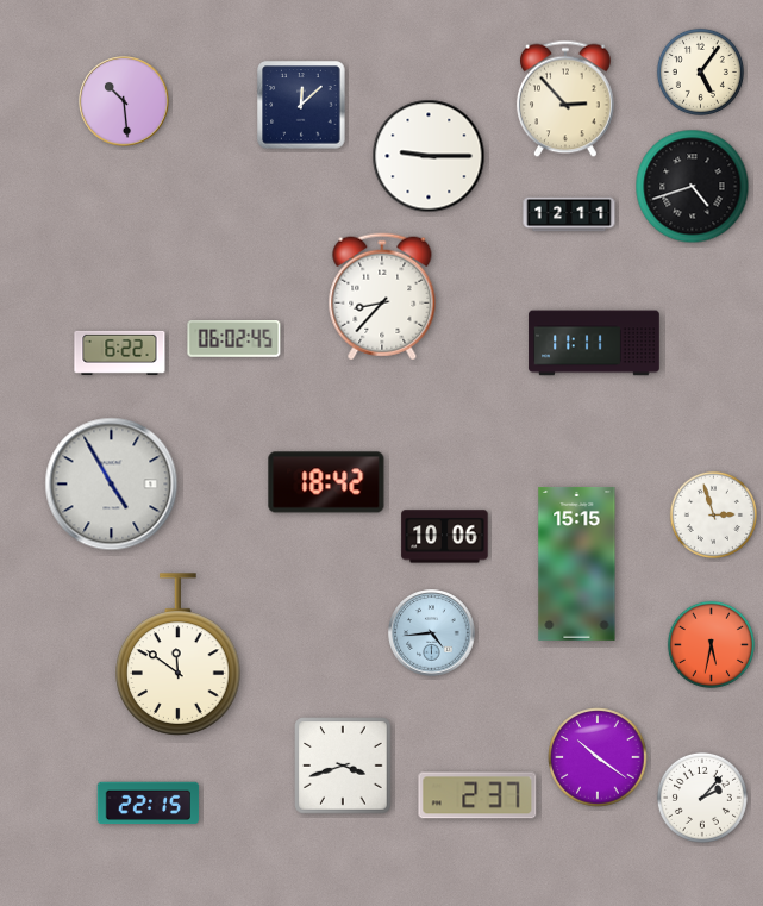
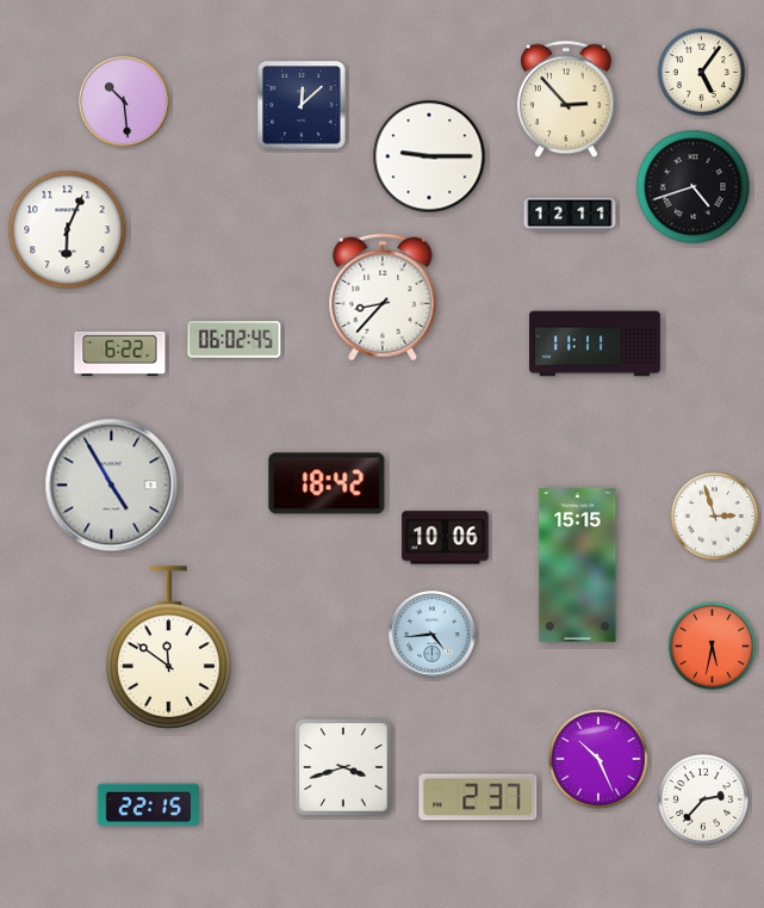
clock at (68, 230): none -> 6:04
clock at (179, 655) position: (179, 655) -> (169, 648)
clock at (598, 757): 10:21 -> 10:26
clock at (702, 798): 2:07 -> 2:37
